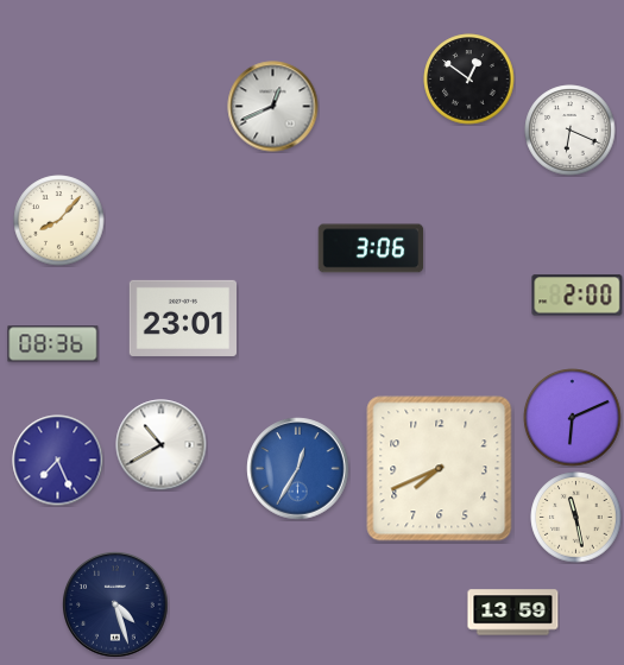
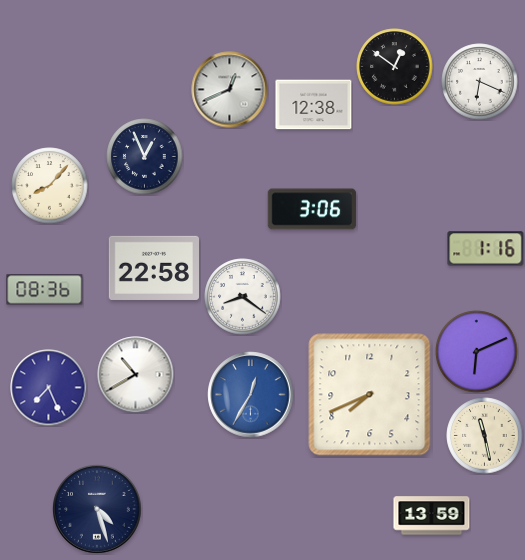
clock at (314, 105): none -> 12:38
clock at (571, 131) position: (571, 131) -> (480, 82)
clock at (145, 157): none -> 12:56
clock at (578, 296): 2:00 -> 1:16
clock at (182, 318): 23:01 -> 22:58
clock at (243, 297): none -> 8:21
clock at (573, 418) position: (573, 418) -> (477, 352)
